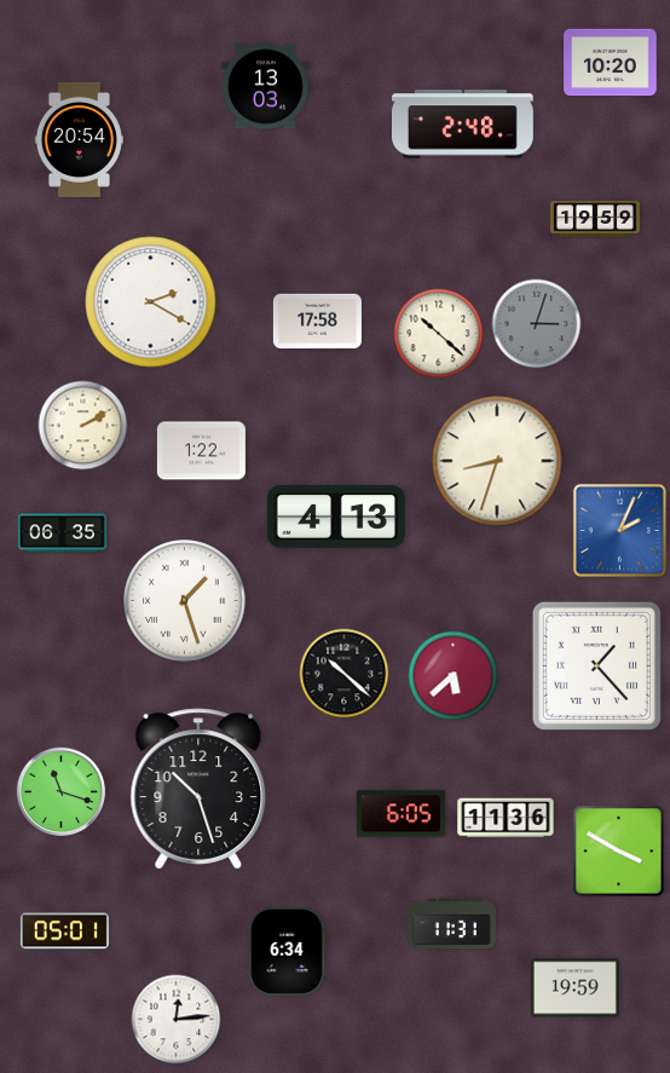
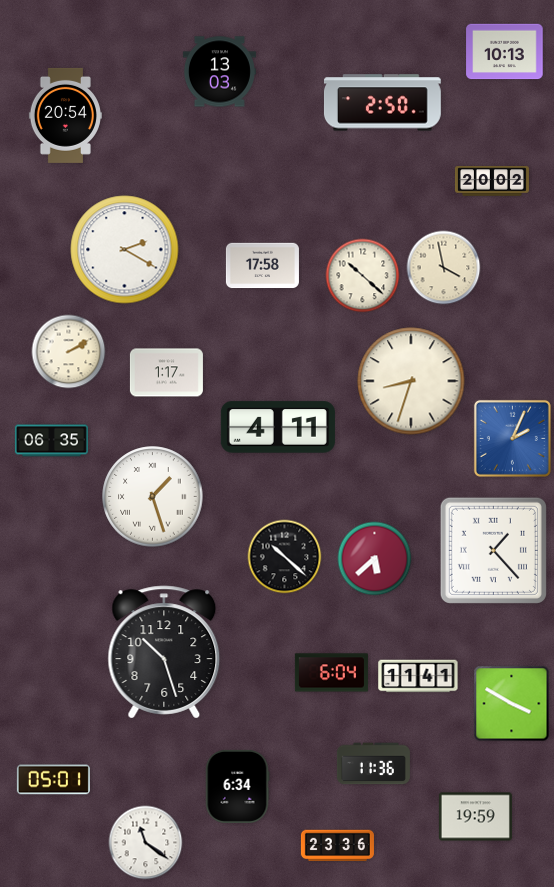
clock at (611, 63): 10:20 -> 10:13
clock at (462, 125): 2:48 -> 2:50
clock at (595, 219): 19:59 -> 20:02
clock at (537, 324): 3:03 -> 3:58
clock at (537, 324) dial: grey -> cream
clock at (201, 451): 1:22 -> 1:17
clock at (336, 517): 4:13 -> 4:11
clock at (62, 792): 11:18 -> none
clock at (400, 814): 6:05 -> 6:04
clock at (506, 818): 11:36 -> 11:41
clock at (451, 924): 11:31 -> 11:36
clock at (64, 931) position: (64, 931) -> (53, 780)
clock at (177, 1020): 12:14 -> 11:21
clock at (337, 846): none -> 23:36
